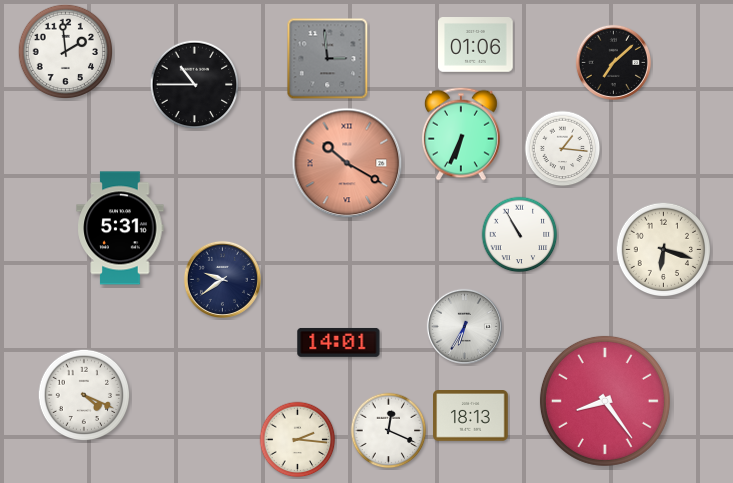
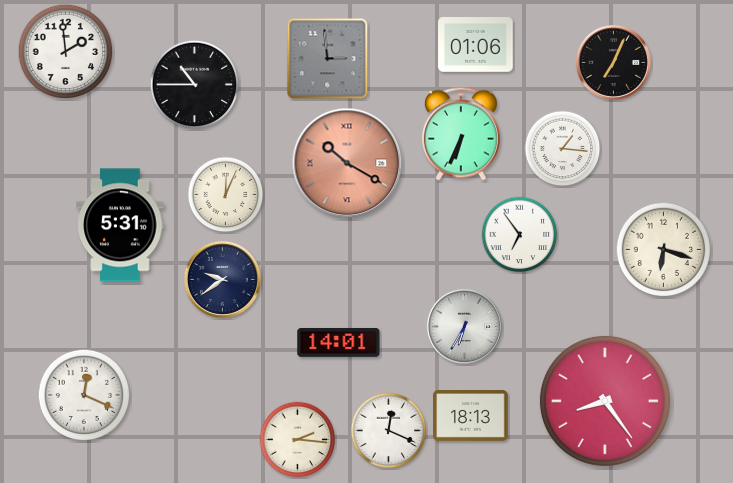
clock at (613, 62): 7:08 -> 7:04
clock at (226, 195): none -> 12:04
clock at (120, 228) position: (120, 228) -> (120, 225)
clock at (520, 235): 10:55 -> 6:54
clock at (84, 395): 4:19 -> 12:19
